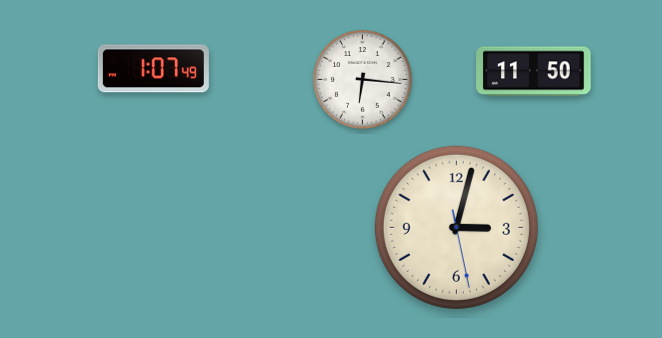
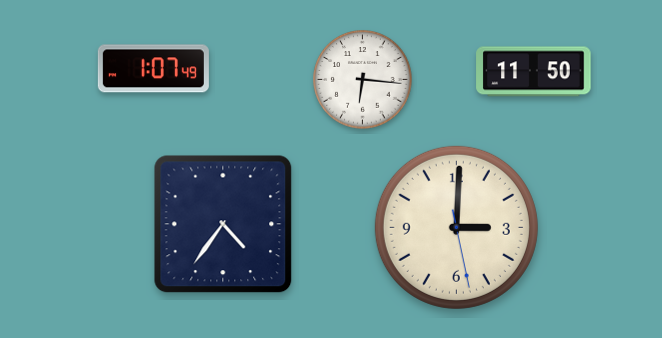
clock at (223, 224): none -> 4:36
clock at (456, 227): 3:02 -> 3:00
